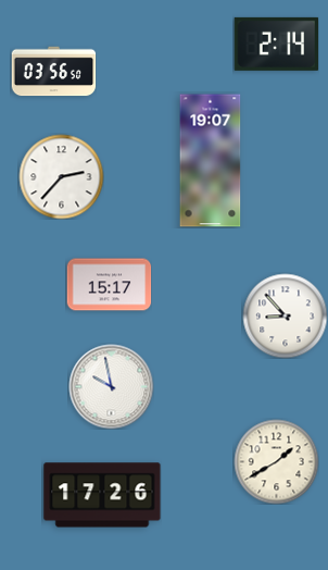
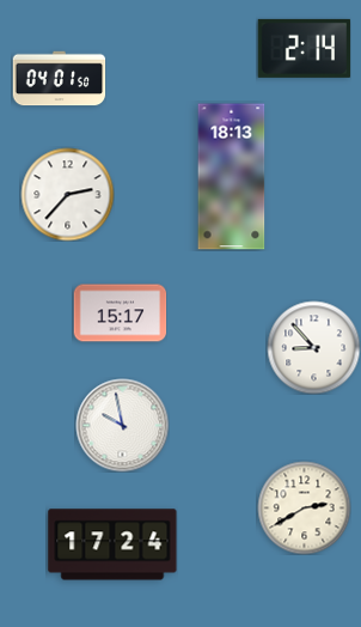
clock at (53, 72): 03:56 -> 04:01
clock at (211, 161): 19:07 -> 18:13
clock at (276, 461): 1:40 -> 2:40
clock at (102, 495): 17:26 -> 17:24
